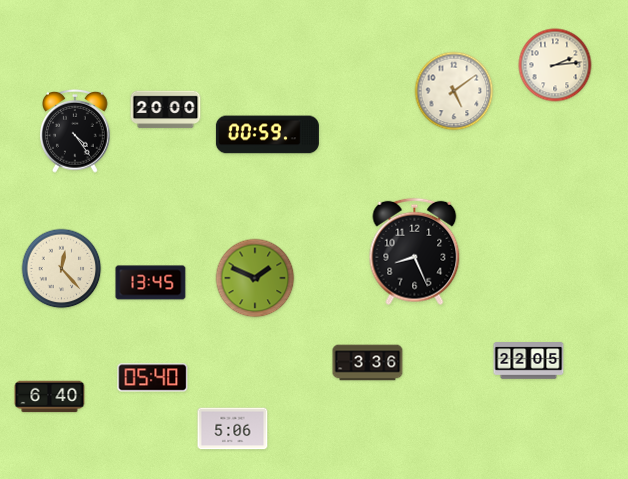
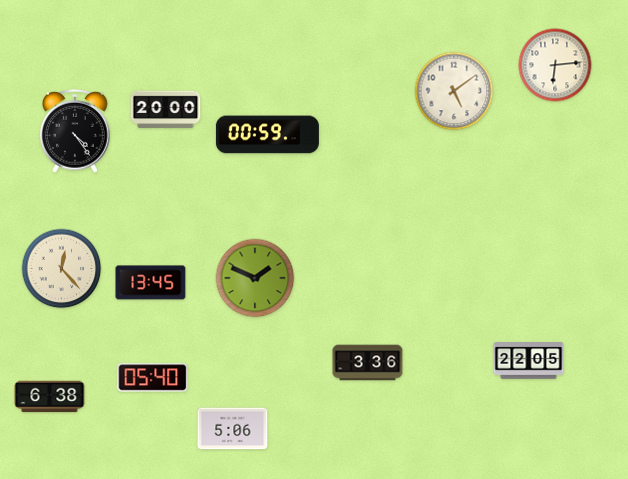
clock at (555, 65): 2:14 -> 6:14
clock at (415, 252): 8:26 -> none
clock at (50, 397): 6:40 -> 6:38
